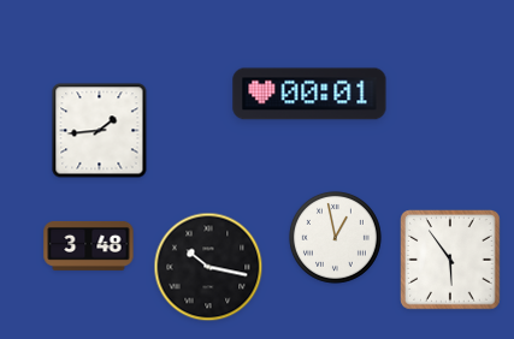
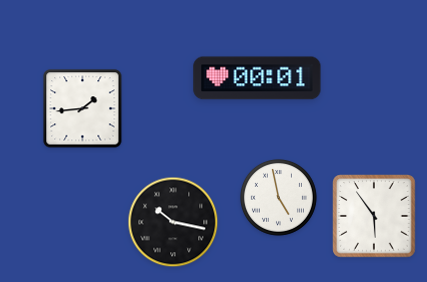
clock at (335, 237): 12:58 -> 4:58
clock at (89, 246): 3:48 -> none
